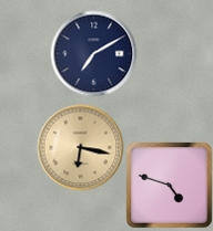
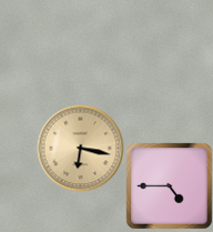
clock at (93, 53): 7:10 -> none
clock at (169, 185): 4:48 -> 4:45
